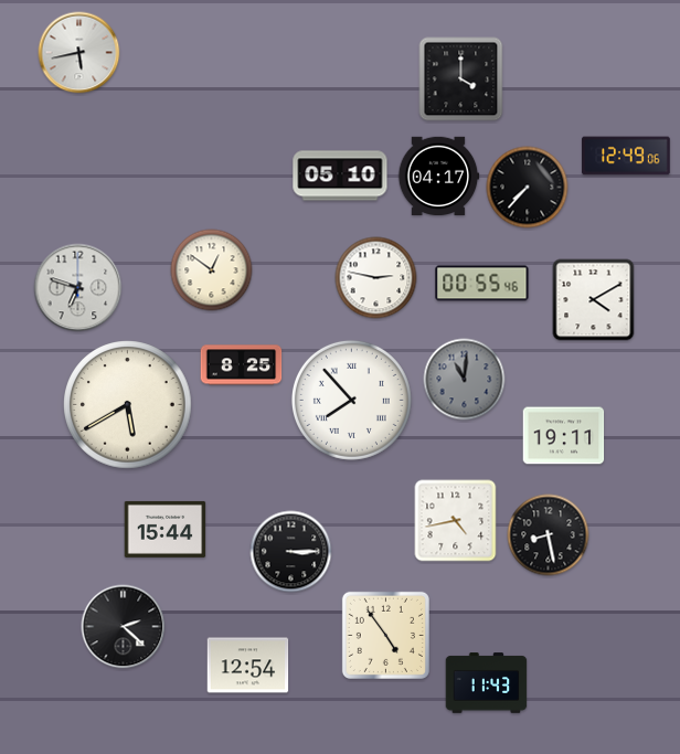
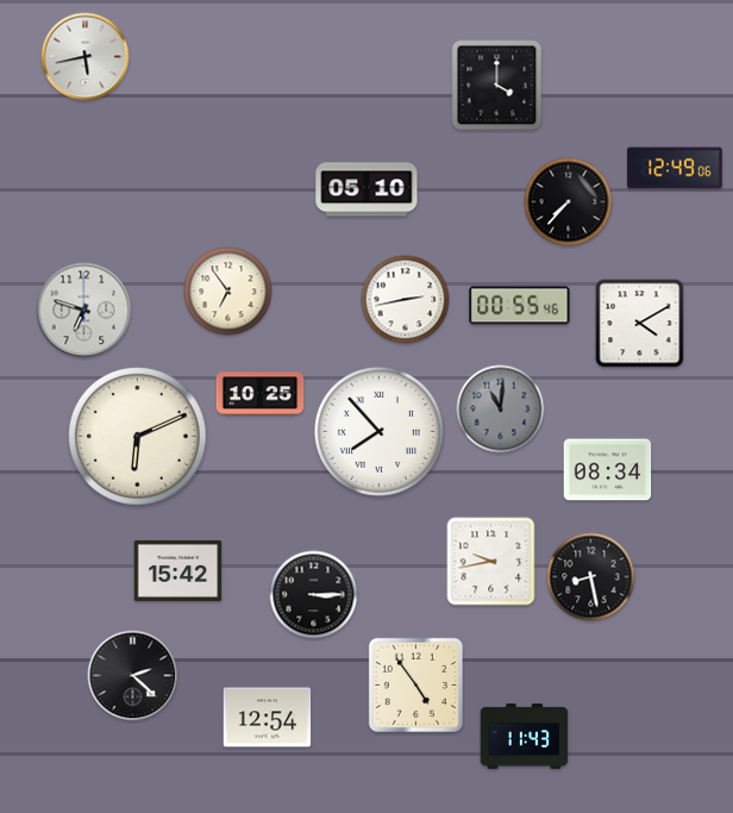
clock at (438, 176): 04:17 -> none
clock at (212, 270): 12:51 -> 6:54
clock at (376, 278): 2:47 -> 2:43
clock at (242, 365): 8:25 -> 10:25
clock at (128, 405): 5:40 -> 6:11
clock at (564, 436): 19:11 -> 08:34
clock at (456, 521): 4:43 -> 9:43
clock at (166, 529): 15:44 -> 15:42
